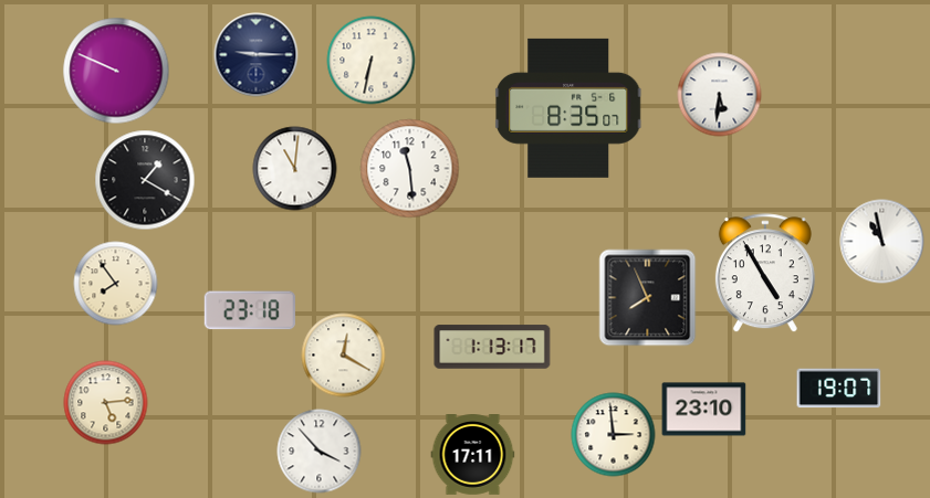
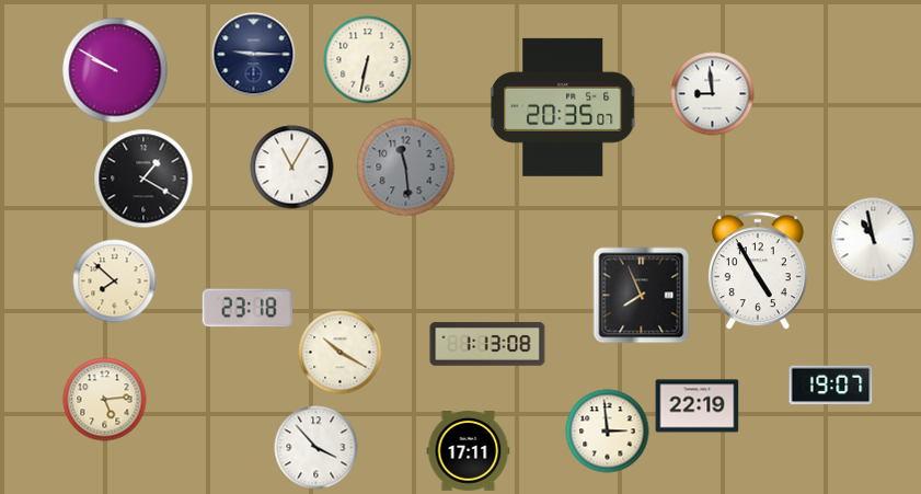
clock at (116, 71): 9:49 -> 9:50
clock at (720, 95): 5:31 -> 8:59
clock at (570, 108): 8:35 -> 20:35
clock at (295, 169): 11:01 -> 11:05
clock at (410, 169) dial: white -> grey
clock at (116, 284): 7:54 -> 7:52
clock at (492, 347): 1:13:17 -> 1:13:08
clock at (344, 356): 12:20 -> 10:20
clock at (704, 410): 23:10 -> 22:19
